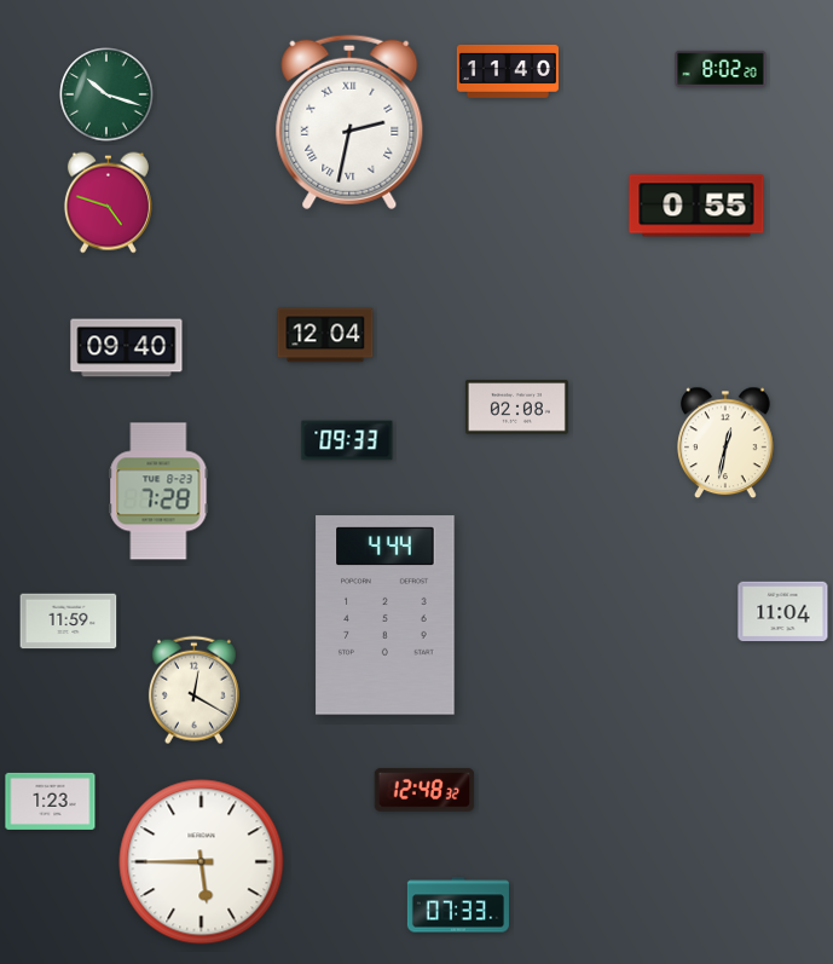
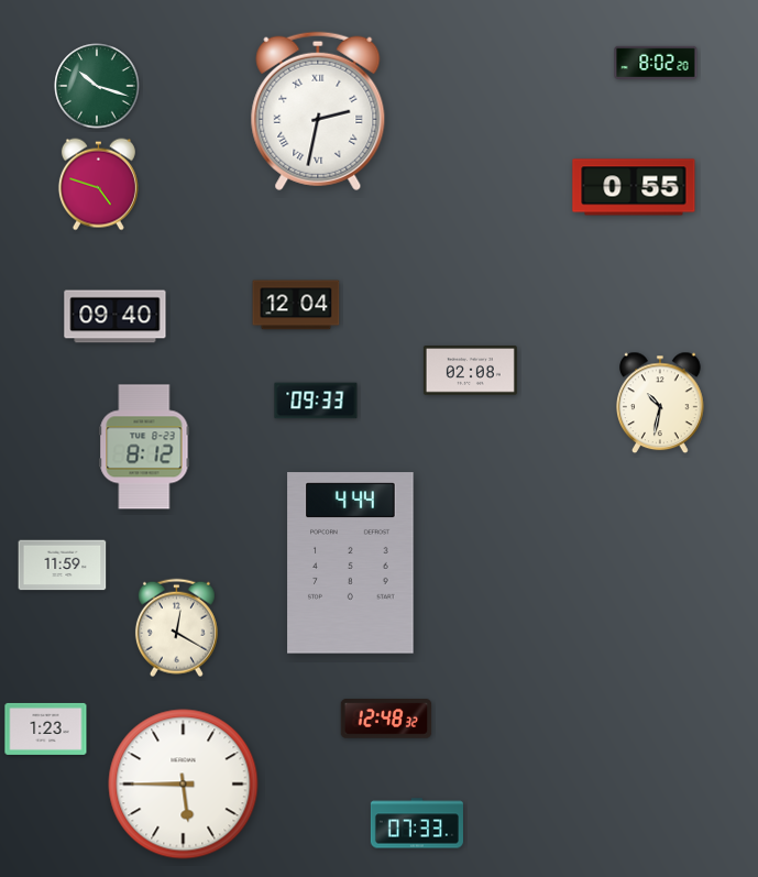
clock at (508, 71): 11:40 -> none
clock at (727, 443): 12:32 -> 10:32
clock at (158, 491): 7:28 -> 8:12
clock at (783, 612): 11:04 -> none
clock at (386, 616) position: (386, 616) -> (351, 563)
